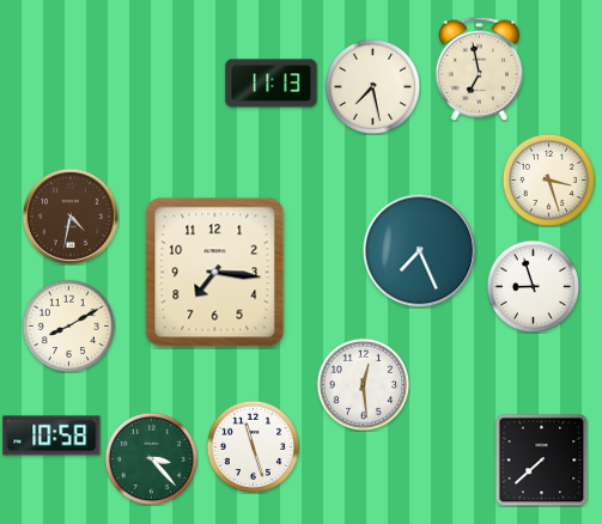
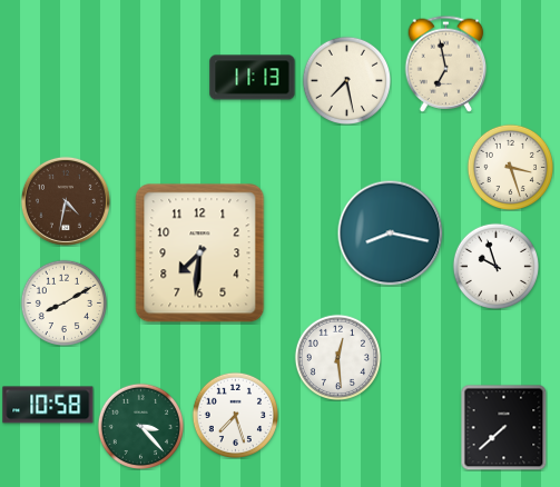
clock at (419, 250): 7:26 -> 8:17
clock at (215, 273): 7:16 -> 7:31
clock at (533, 286): 8:57 -> 9:57
clock at (253, 446): 11:27 -> 7:27
